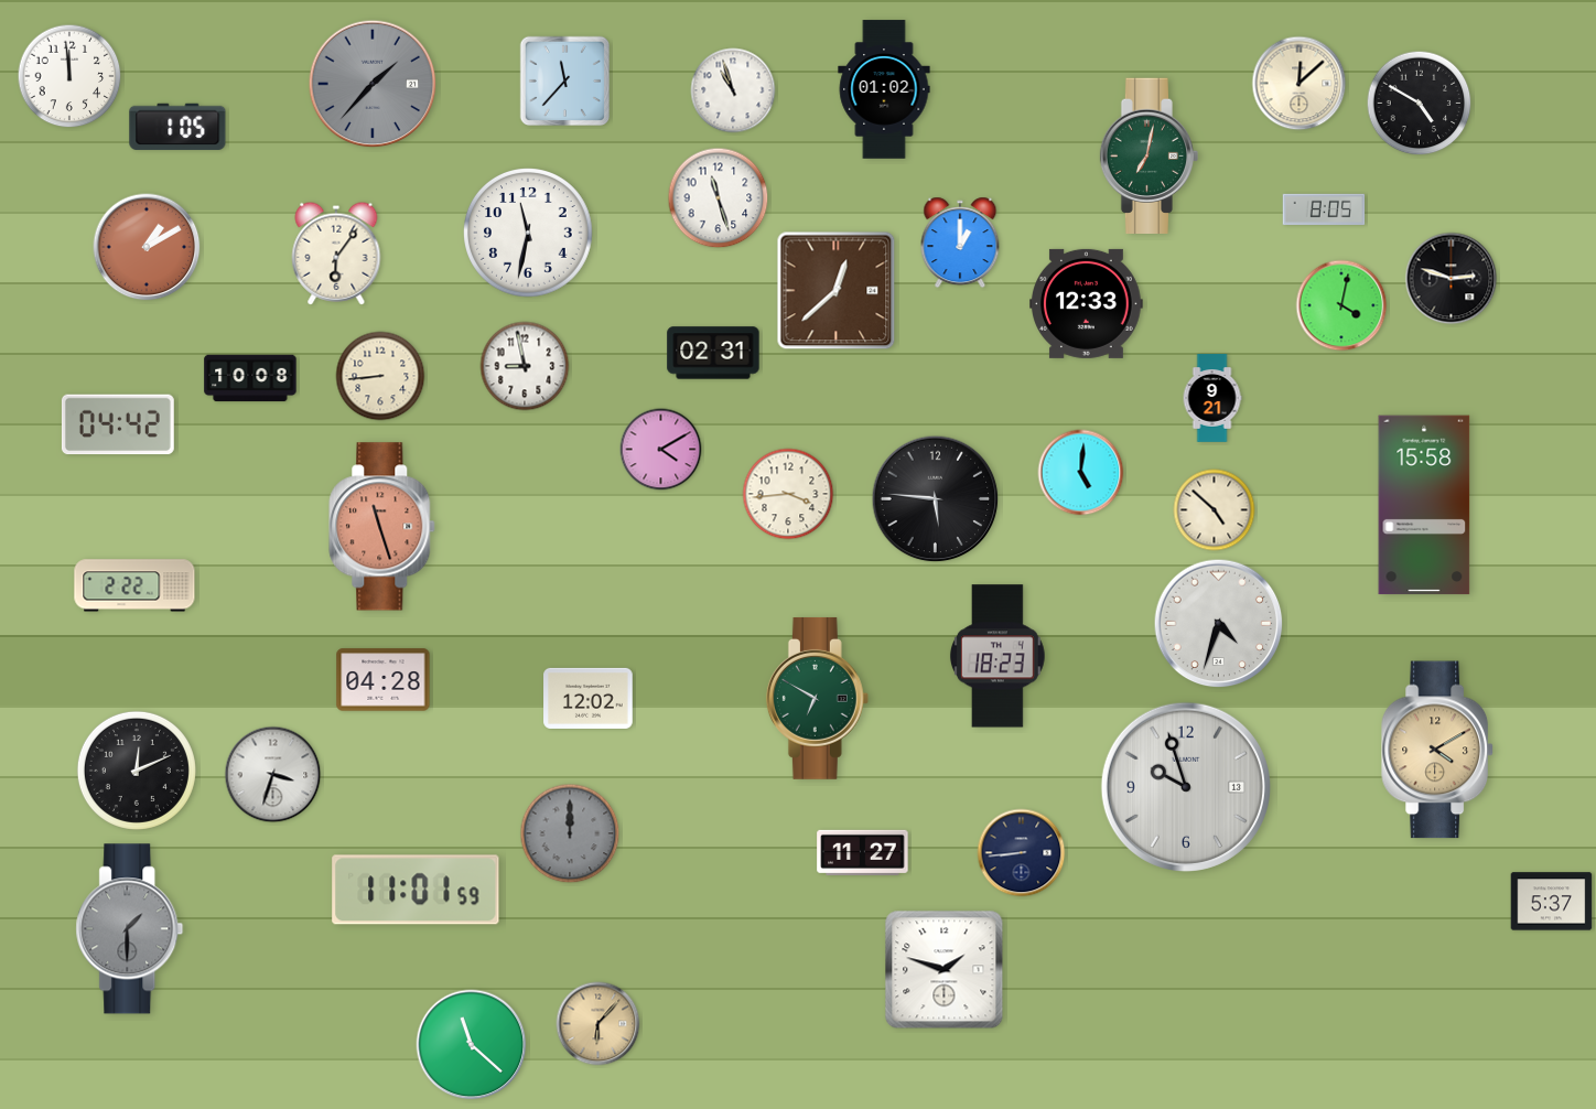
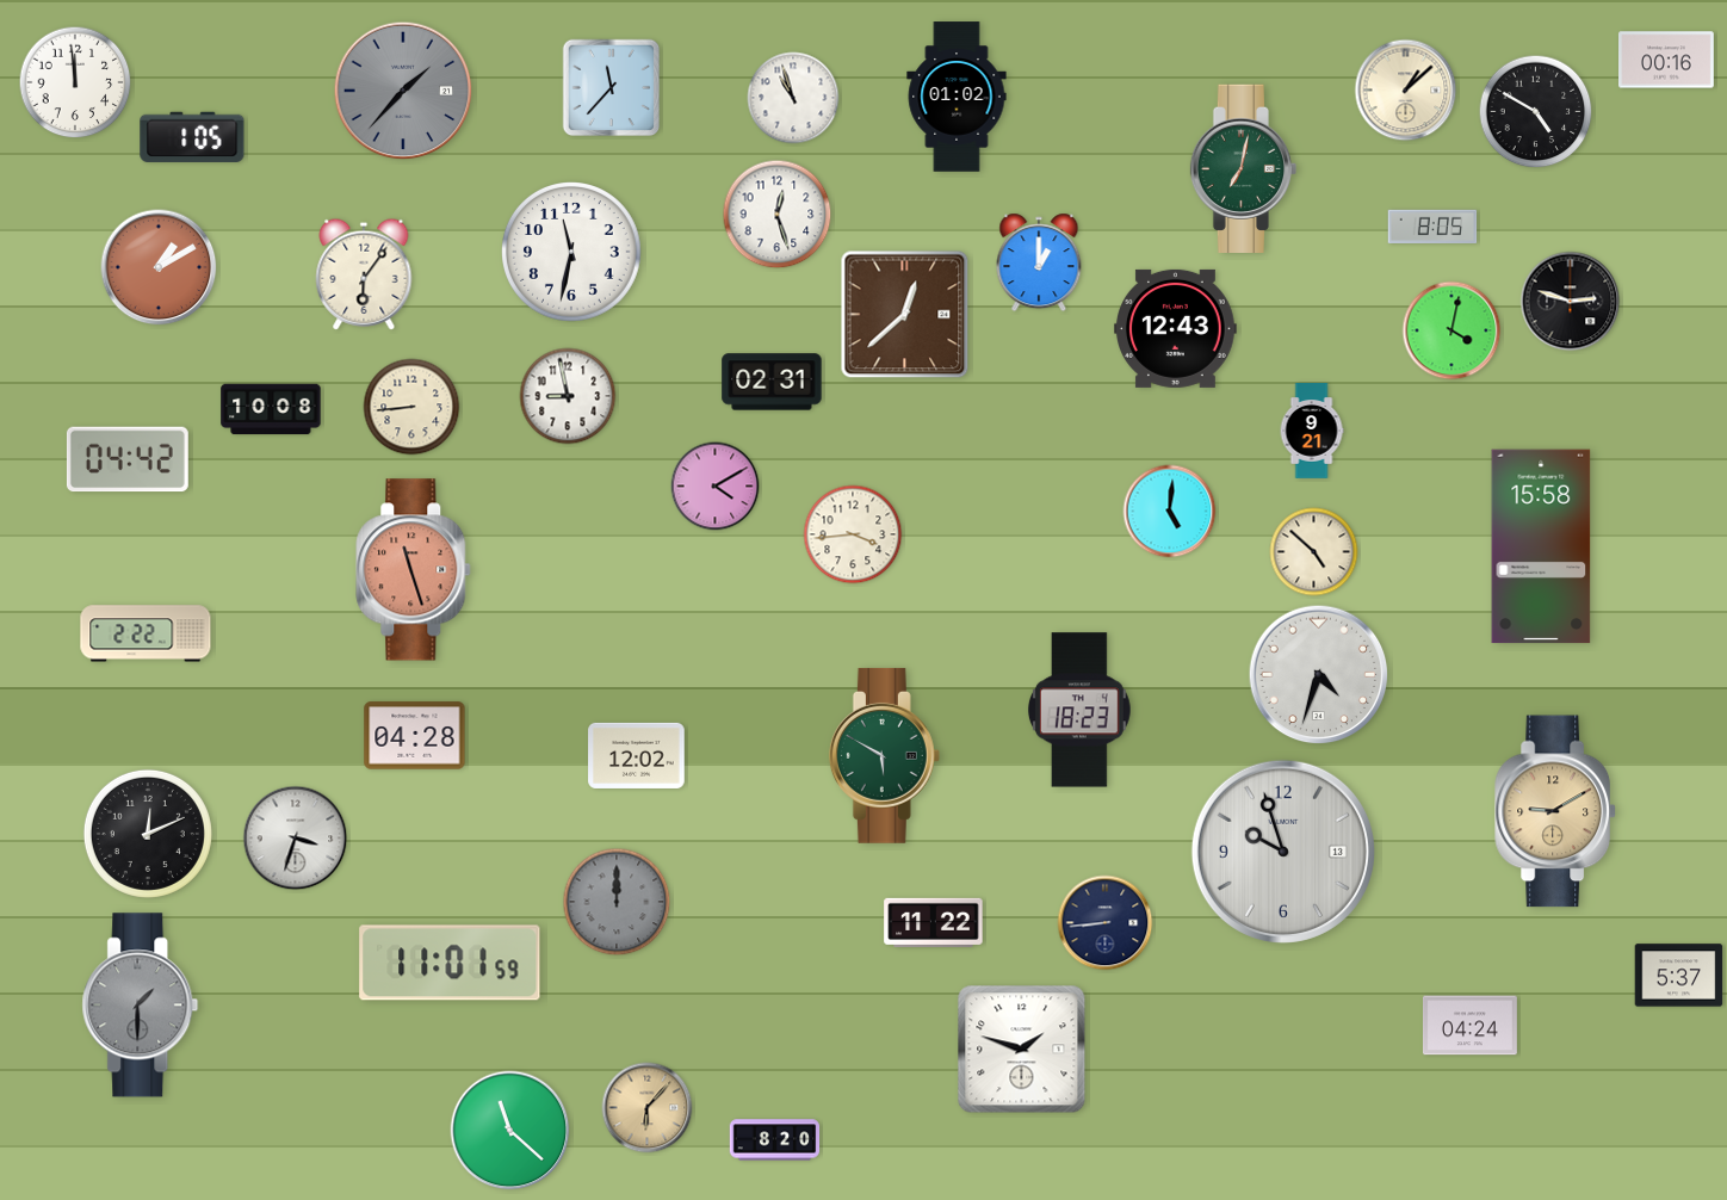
clock at (1667, 60): none -> 00:16
clock at (1300, 84): 12:08 -> 1:08
clock at (719, 198): 11:27 -> 12:27
clock at (1087, 303): 12:33 -> 12:43
clock at (936, 499): 5:46 -> none
clock at (817, 698): 6:50 -> 5:50
clock at (1437, 750): 4:10 -> 9:10
clock at (863, 852): 11:27 -> 11:22
clock at (1469, 1026): none -> 04:24
clock at (775, 1140): none -> 8:20
